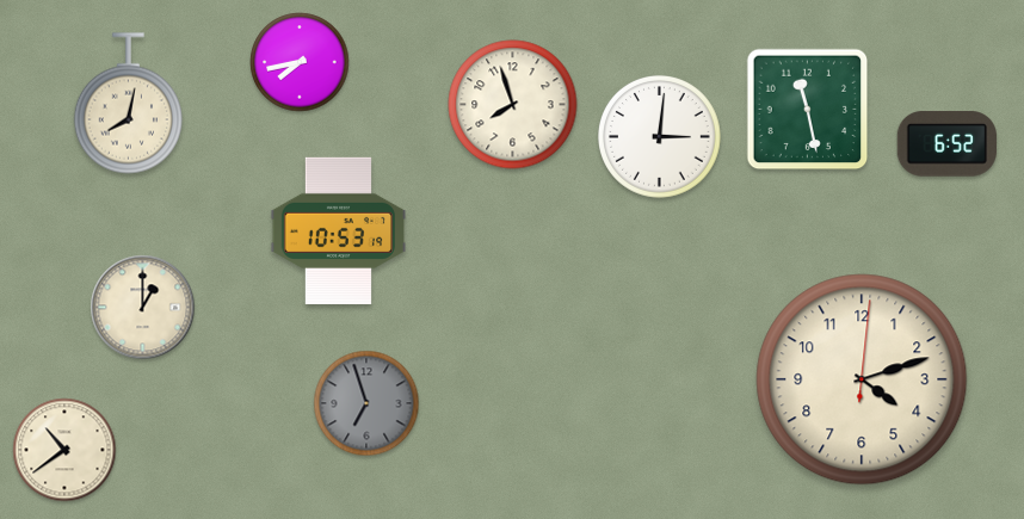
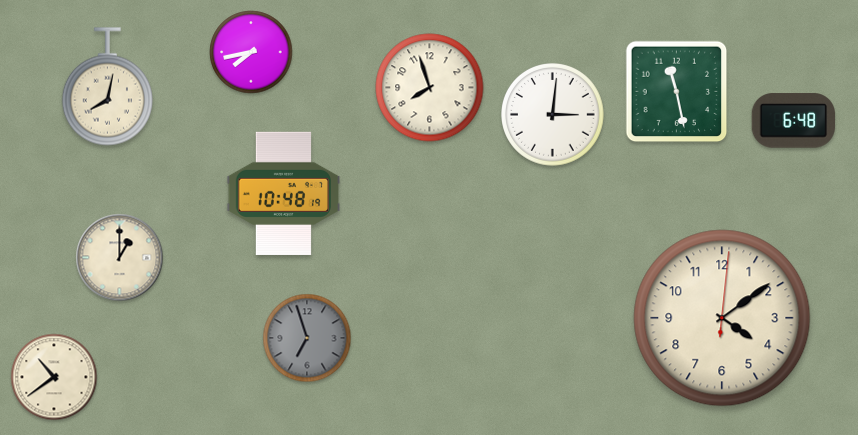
clock at (948, 144): 6:52 -> 6:48
clock at (338, 230): 10:53 -> 10:48
clock at (862, 379): 4:12 -> 4:09
